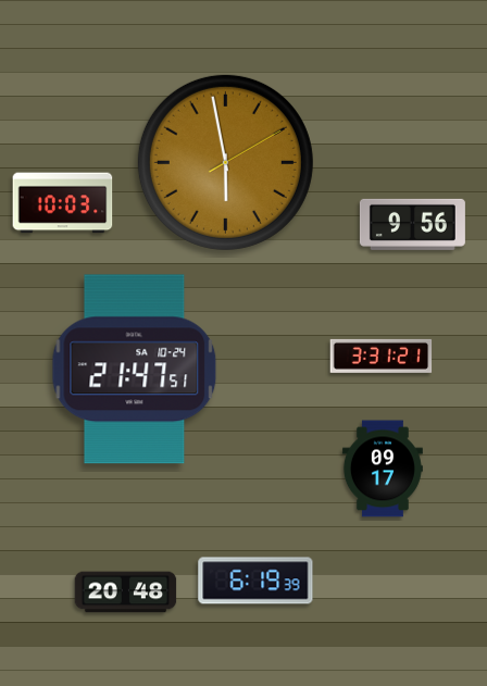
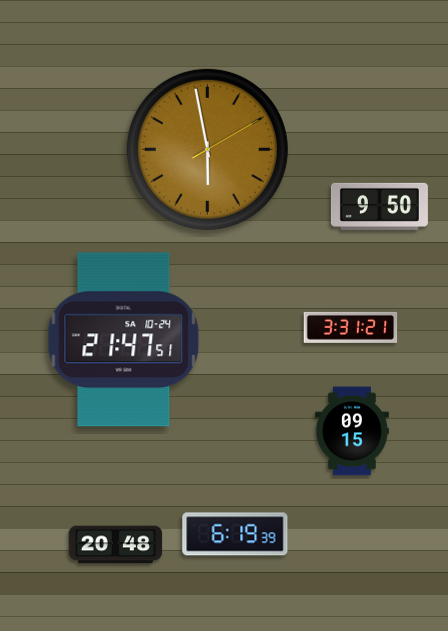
clock at (63, 203): 10:03 -> none
clock at (412, 224): 9:56 -> 9:50
clock at (383, 469): 09:17 -> 09:15
